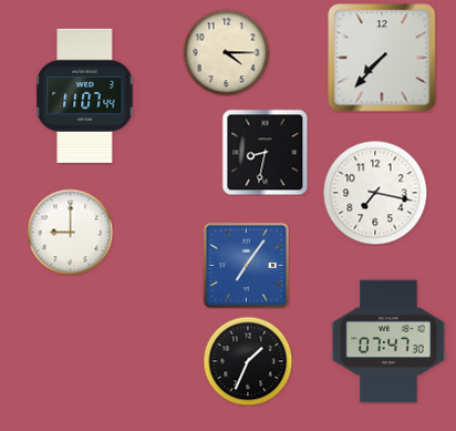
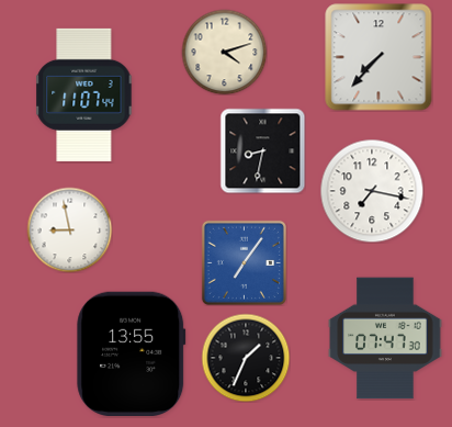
clock at (226, 52): 4:15 -> 4:12
clock at (70, 232): 9:00 -> 8:58
clock at (132, 353): none -> 13:55
